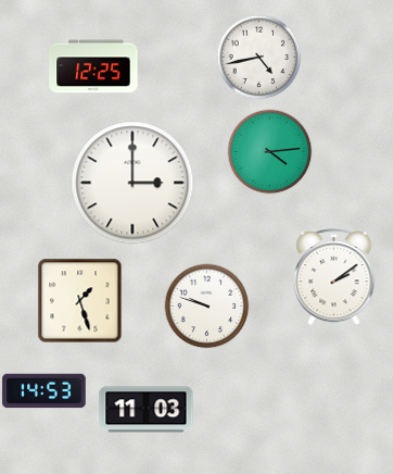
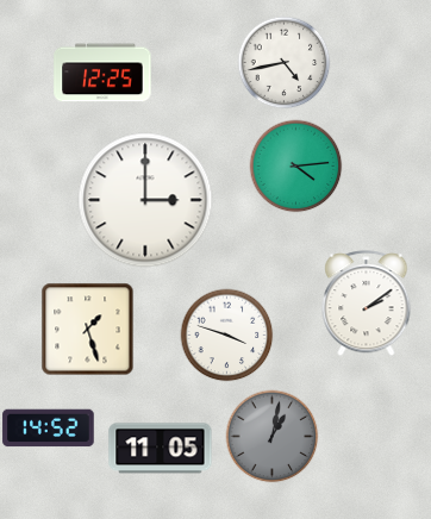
clock at (206, 305): 9:48 -> 3:48
clock at (45, 391): 14:53 -> 14:52
clock at (271, 436): none -> 1:02
clock at (147, 410): 11:03 -> 11:05
